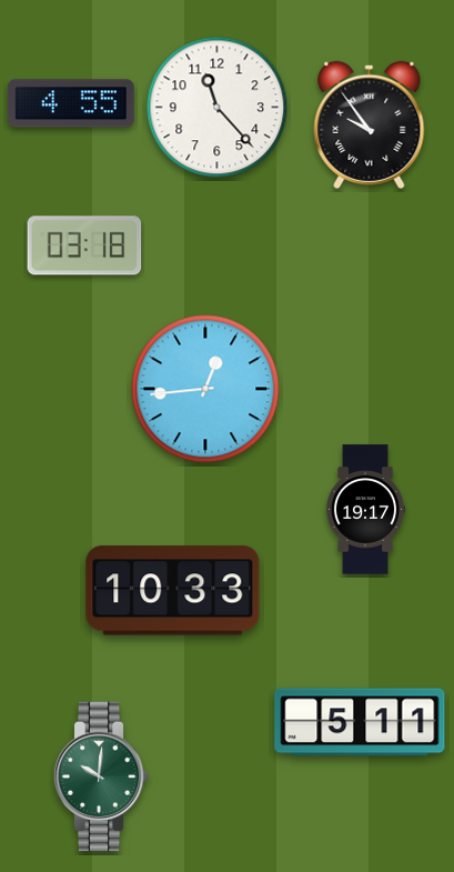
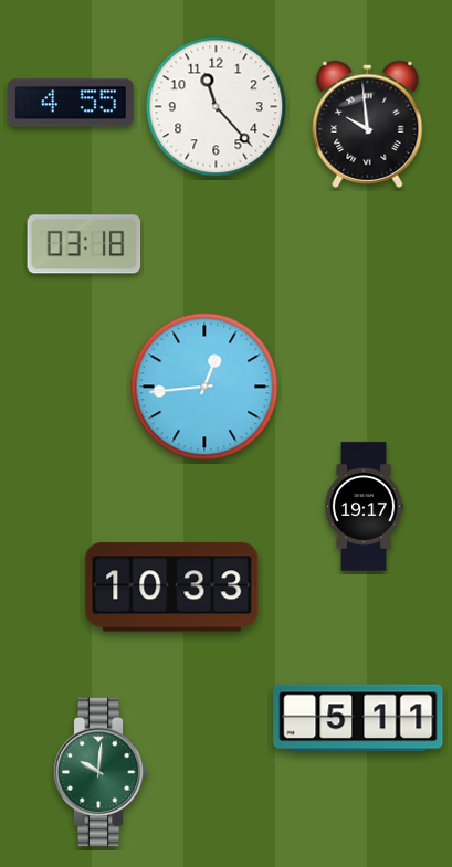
clock at (370, 124): 9:54 -> 9:59
